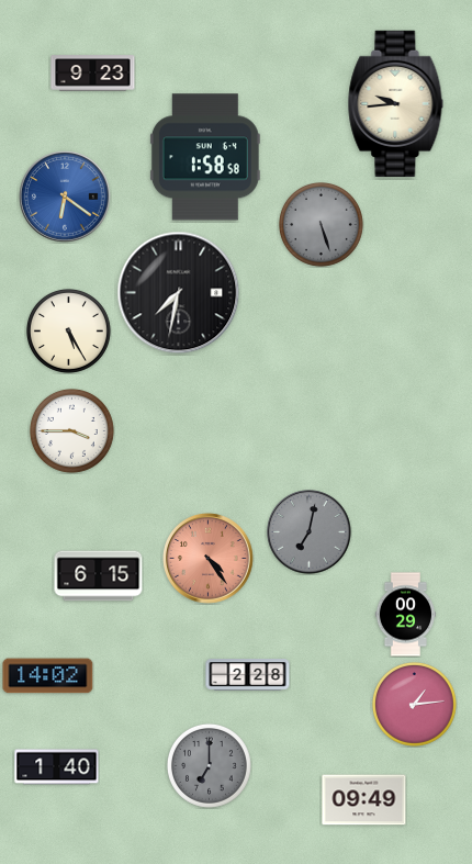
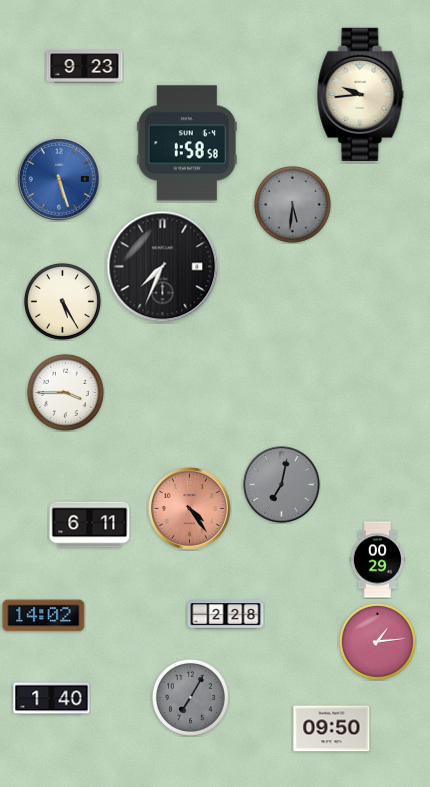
clock at (66, 198): 6:21 -> 5:27
clock at (321, 224): 5:27 -> 5:31
clock at (179, 293): 7:32 -> 7:34
clock at (99, 576): 6:15 -> 6:11
clock at (406, 615) position: (406, 615) -> (378, 560)
clock at (209, 765): 7:00 -> 7:05
clock at (364, 800): 09:49 -> 09:50
